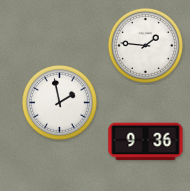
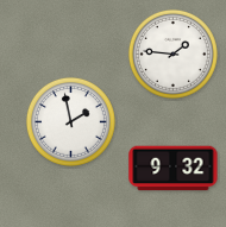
clock at (146, 142): 9:36 -> 9:32
